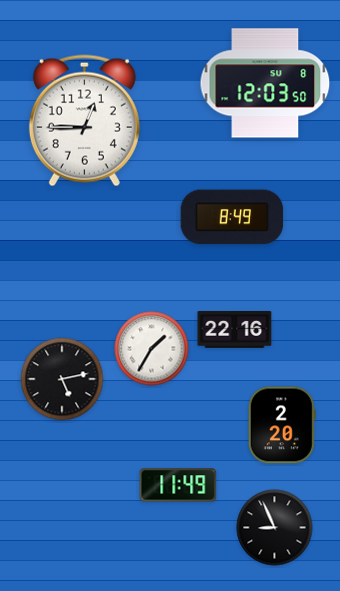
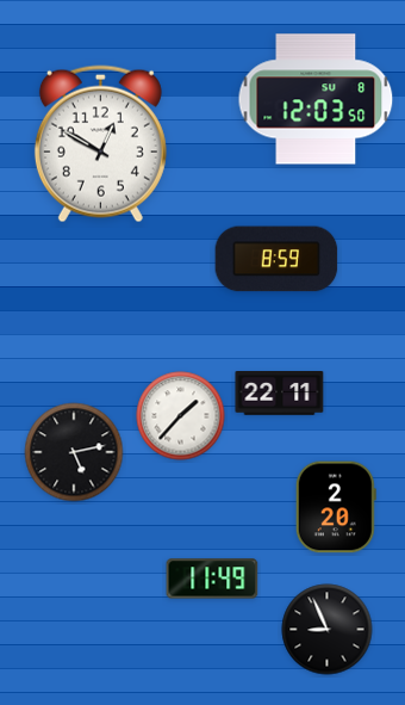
clock at (84, 121): 12:45 -> 12:50
clock at (232, 217): 8:49 -> 8:59
clock at (235, 330): 22:16 -> 22:11
clock at (152, 349): 1:35 -> 1:37
